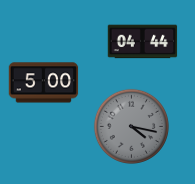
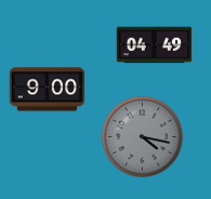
clock at (143, 42): 04:44 -> 04:49
clock at (44, 83): 5:00 -> 9:00
